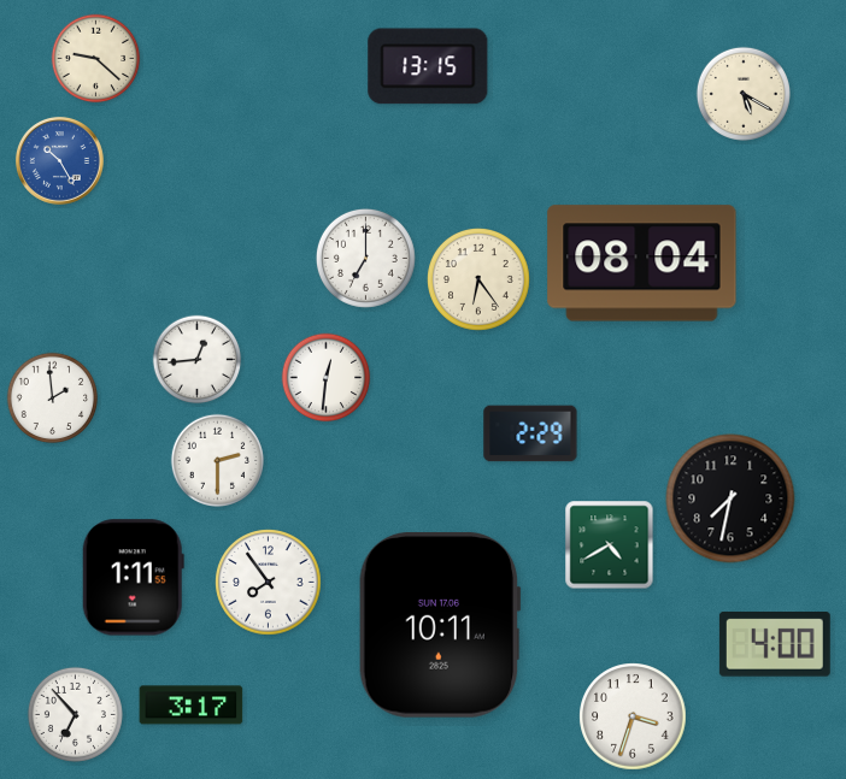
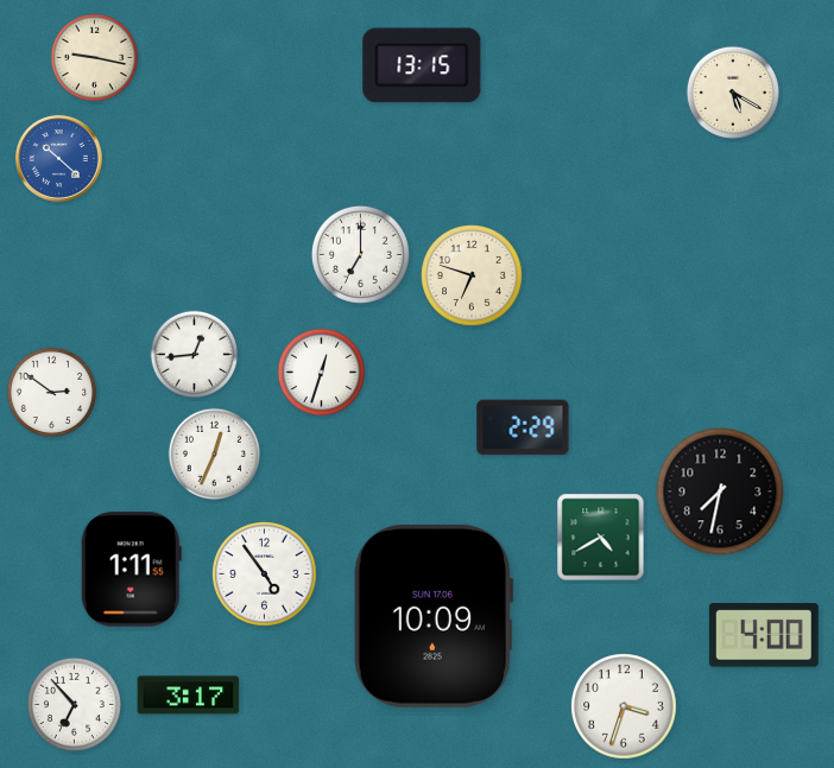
clock at (96, 59): 9:22 -> 9:17
clock at (59, 160): 10:25 -> 10:22
clock at (642, 264): 08:04 -> none
clock at (480, 281): 6:24 -> 6:48
clock at (327, 378): 12:31 -> 12:33
clock at (53, 399): 1:59 -> 2:51
clock at (217, 460): 2:30 -> 12:34
clock at (269, 583): 7:54 -> 4:54
clock at (440, 625): 10:11 -> 10:09
